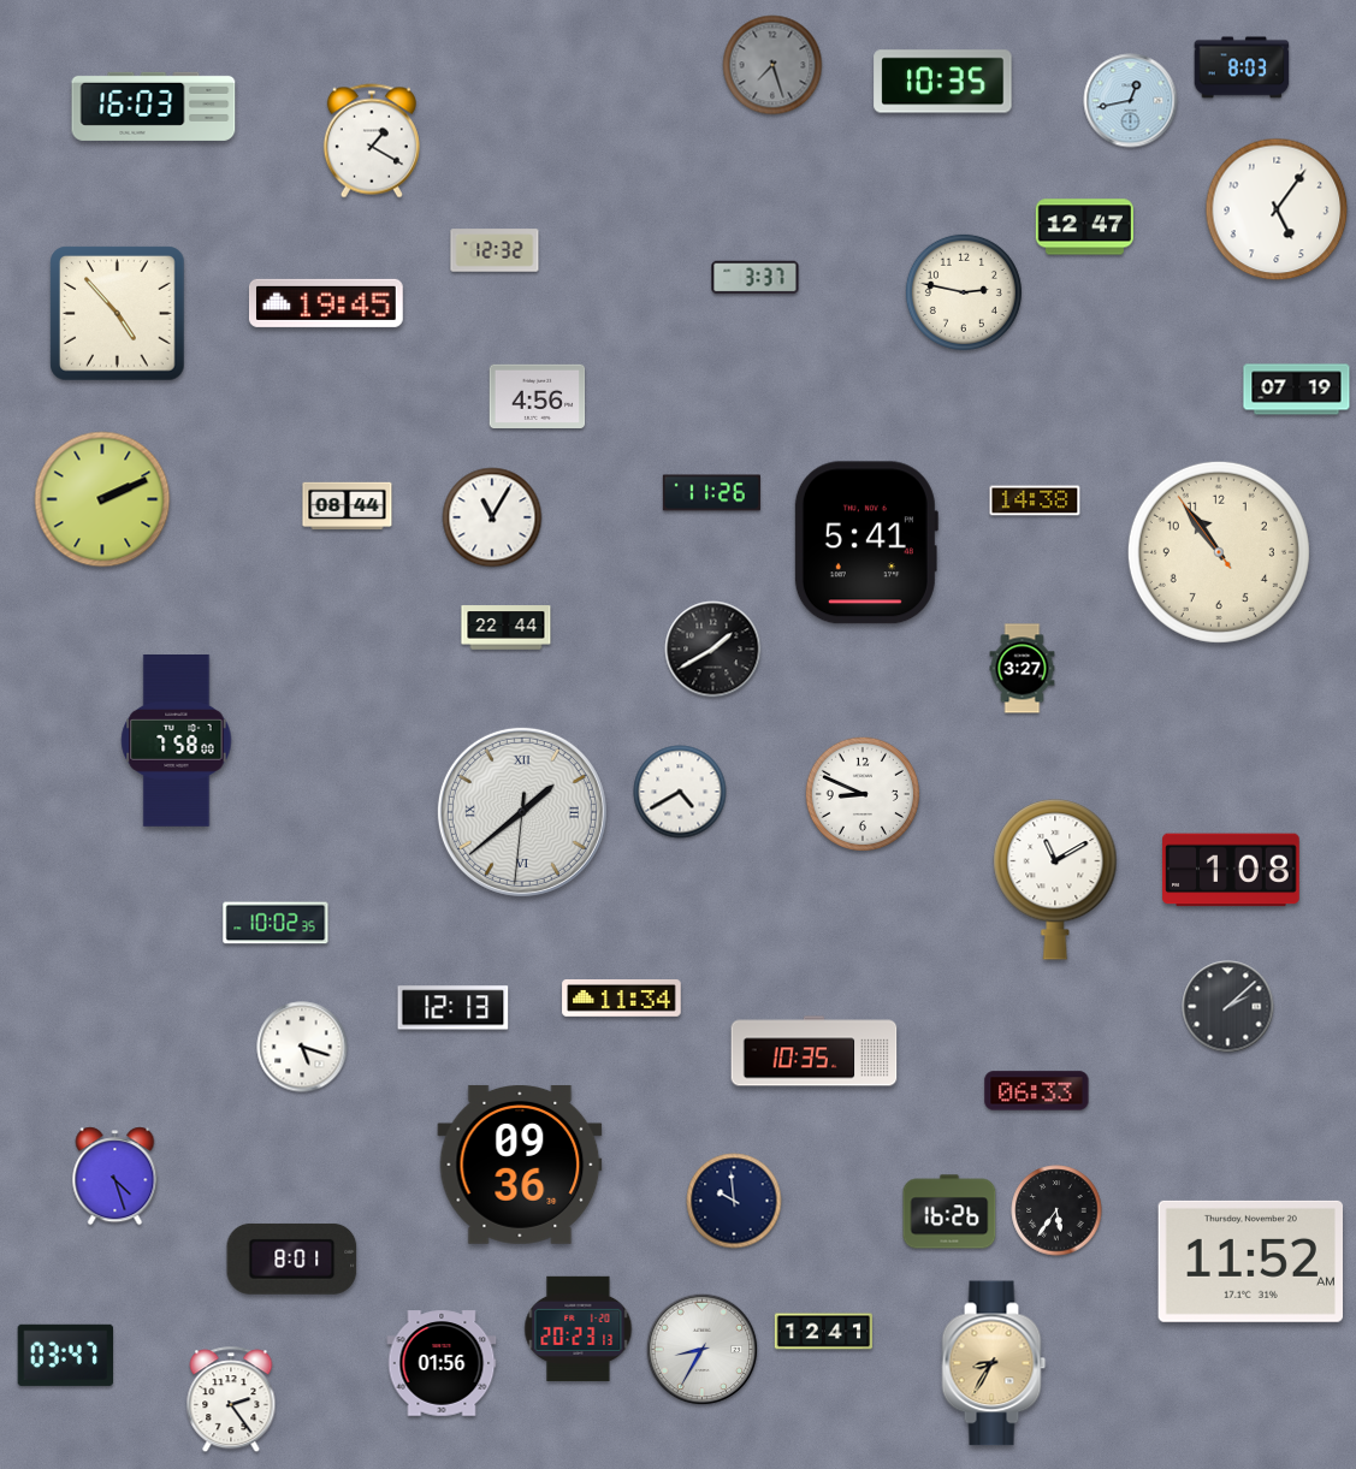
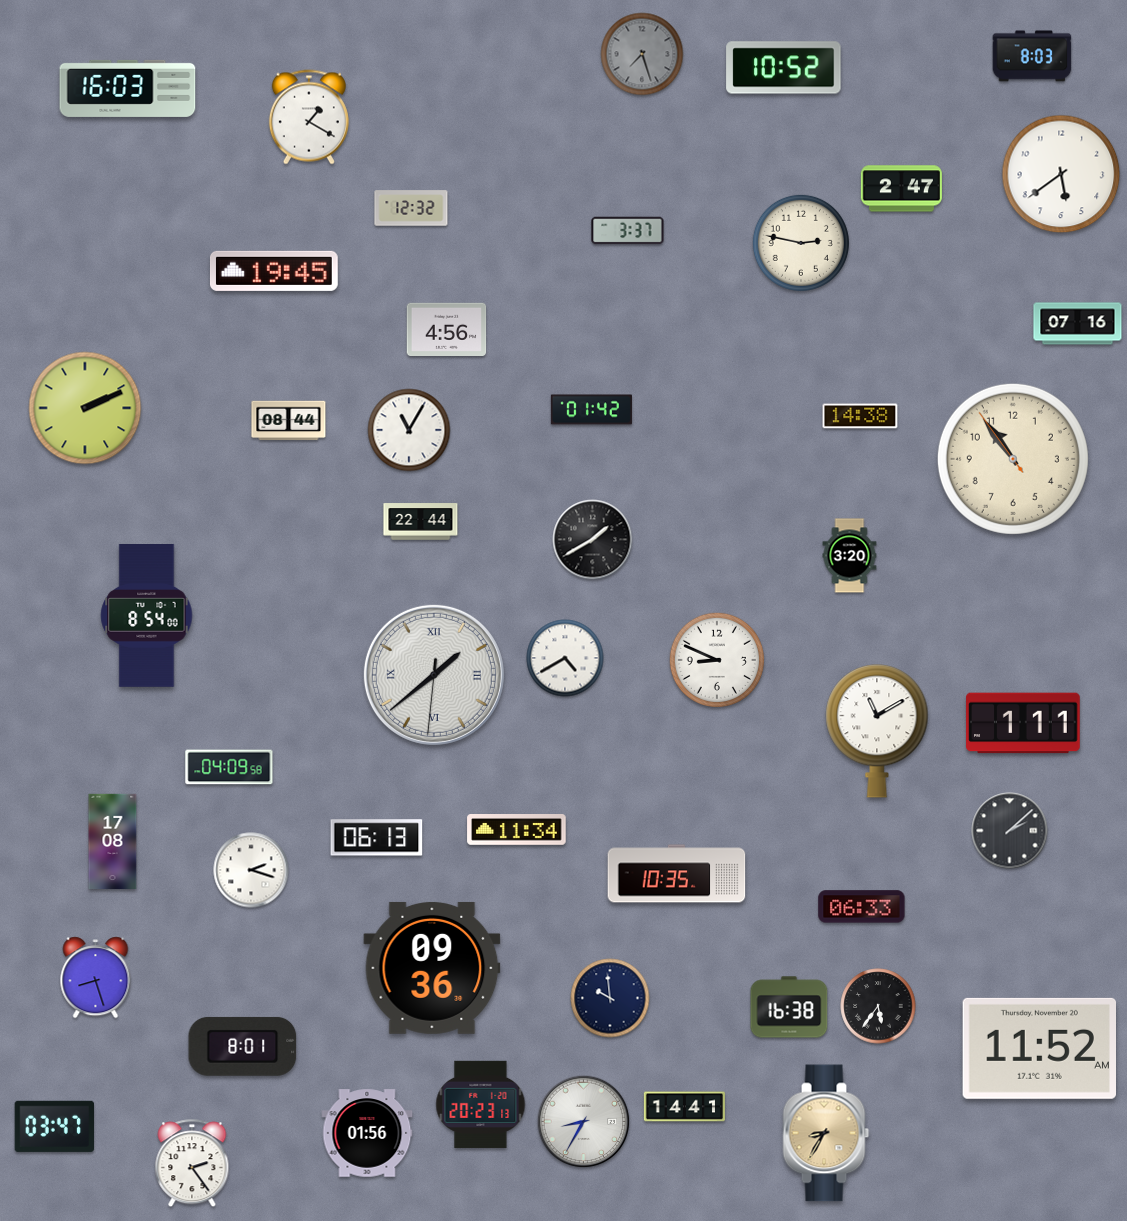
clock at (943, 82): 10:35 -> 10:52
clock at (1131, 101): 12:43 -> none
clock at (1277, 209): 5:06 -> 5:39
clock at (1084, 227): 12:47 -> 2:47
clock at (326, 303) position: (326, 303) -> (274, 271)
clock at (118, 314): 4:53 -> none
clock at (1297, 390): 07:19 -> 07:16
clock at (711, 493): 11:26 -> 01:42
clock at (102, 499) position: (102, 499) -> (85, 408)
clock at (865, 543): 5:41 -> none
clock at (1023, 669): 3:27 -> 3:20
clock at (177, 741): 7:58 -> 8:54
clock at (1231, 870): 1:08 -> 1:11
clock at (276, 923): 10:02 -> 04:09
clock at (1228, 1007) position: (1228, 1007) -> (1010, 831)
clock at (454, 1008): 12:13 -> 06:13
clock at (113, 841): none -> 17:08
clock at (302, 1047): 5:18 -> 2:18
clock at (116, 1177): 4:27 -> 8:27
clock at (949, 1212): 16:26 -> 16:38
clock at (823, 1332): 12:41 -> 14:41
